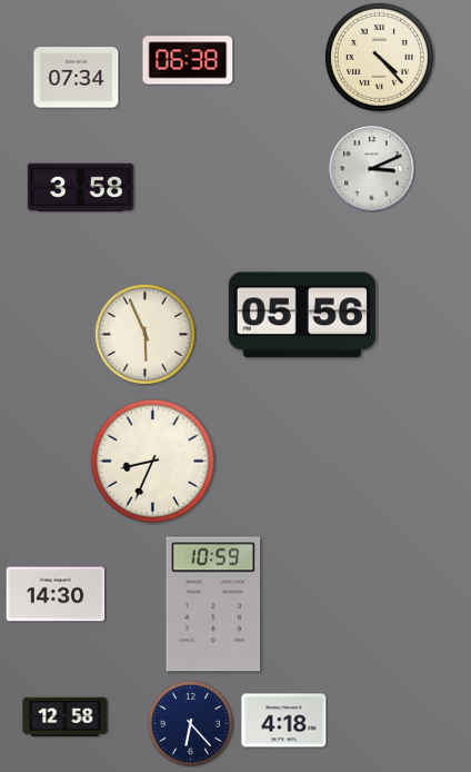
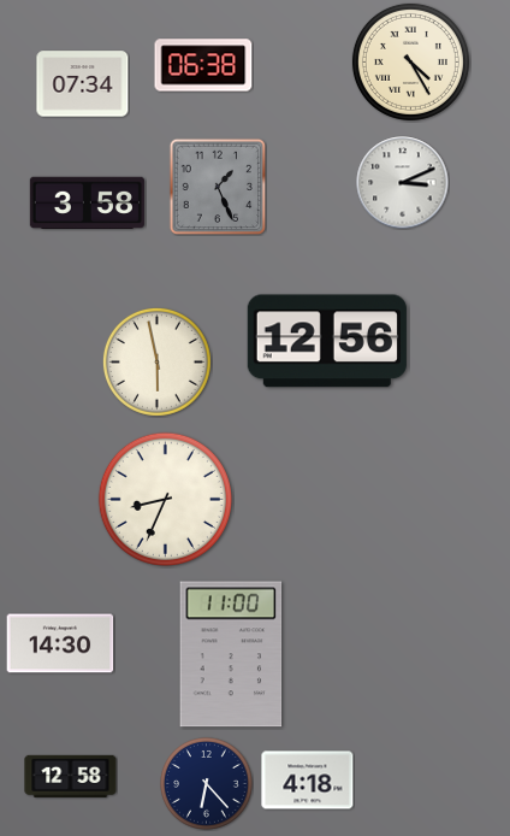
clock at (379, 57): 4:23 -> 4:25
clock at (217, 186): none -> 1:26
clock at (302, 315): 05:56 -> 12:56
clock at (144, 334): 5:56 -> 5:58
clock at (213, 604): 10:59 -> 11:00
